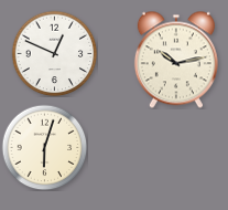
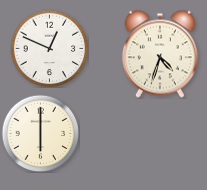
clock at (176, 60): 10:13 -> 4:33
clock at (44, 147): 6:03 -> 6:00
